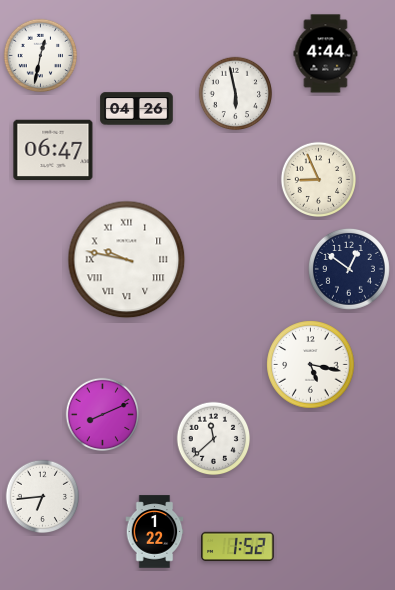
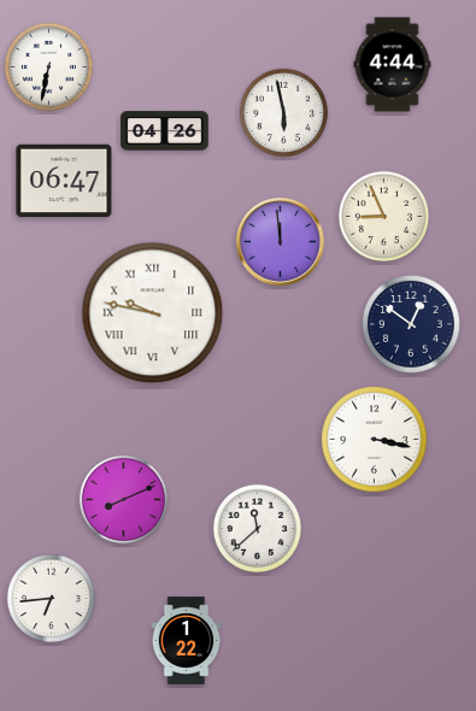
clock at (41, 56): 12:32 -> 6:32
clock at (281, 242): none -> 11:59
clock at (349, 269) position: (349, 269) -> (411, 324)
clock at (311, 365): 5:17 -> 3:17
clock at (238, 547): 1:52 -> none
